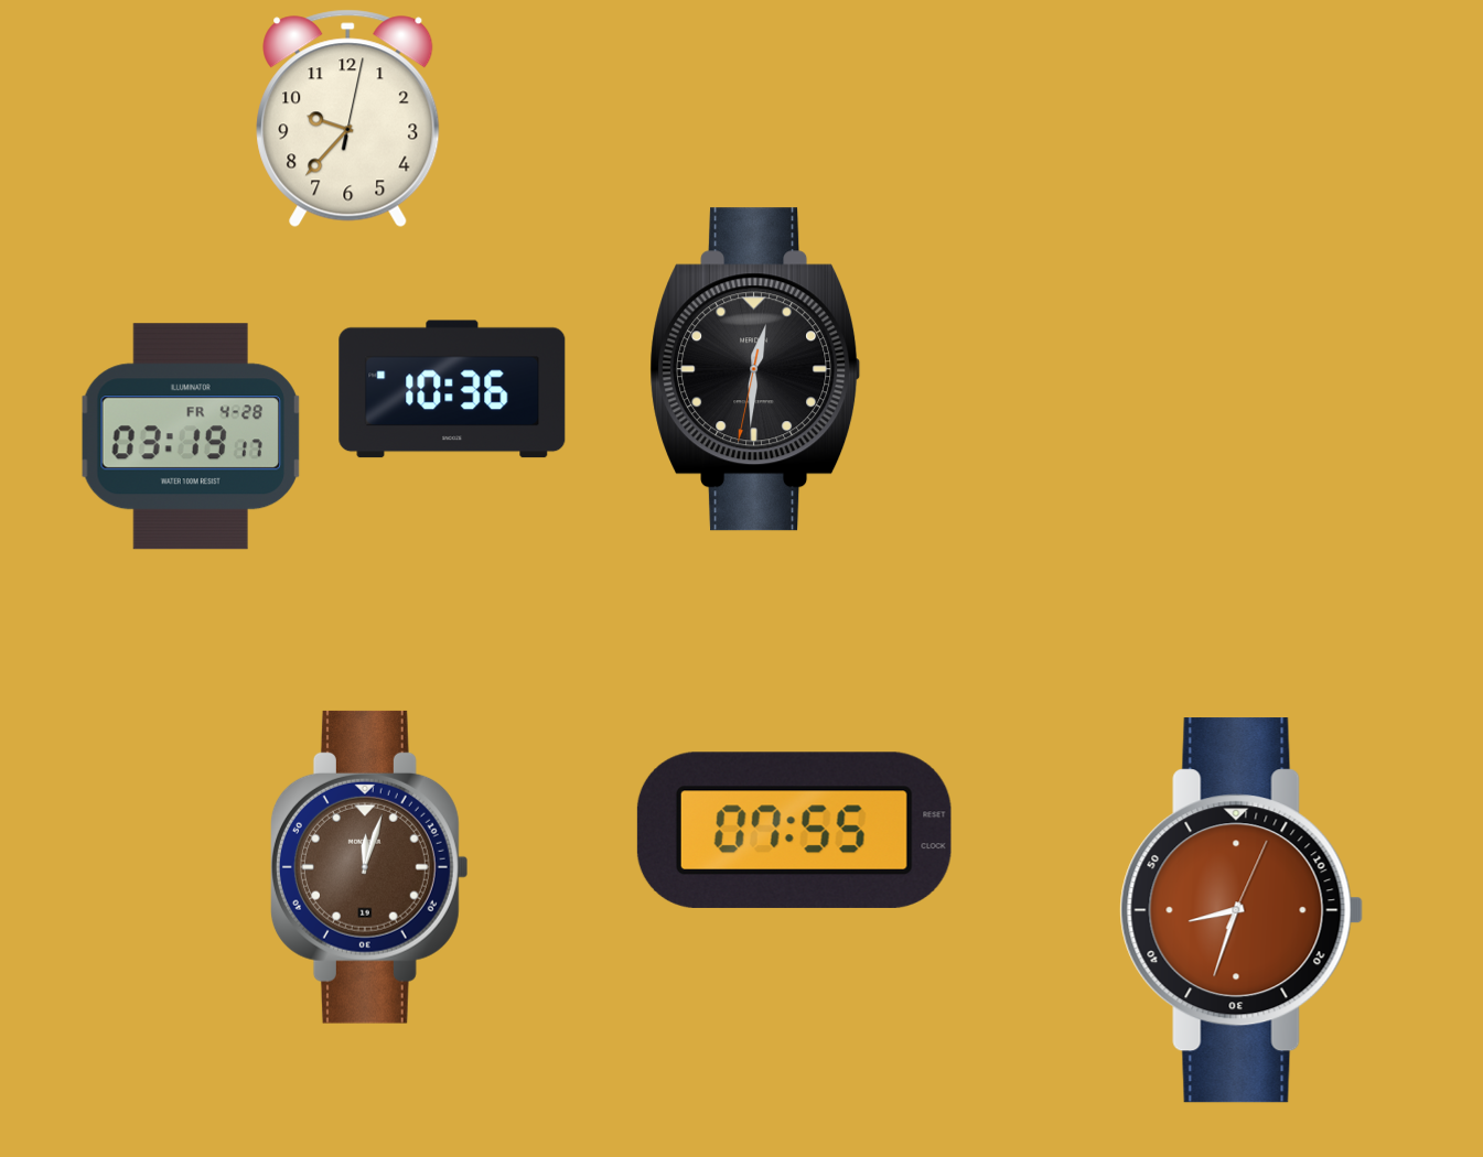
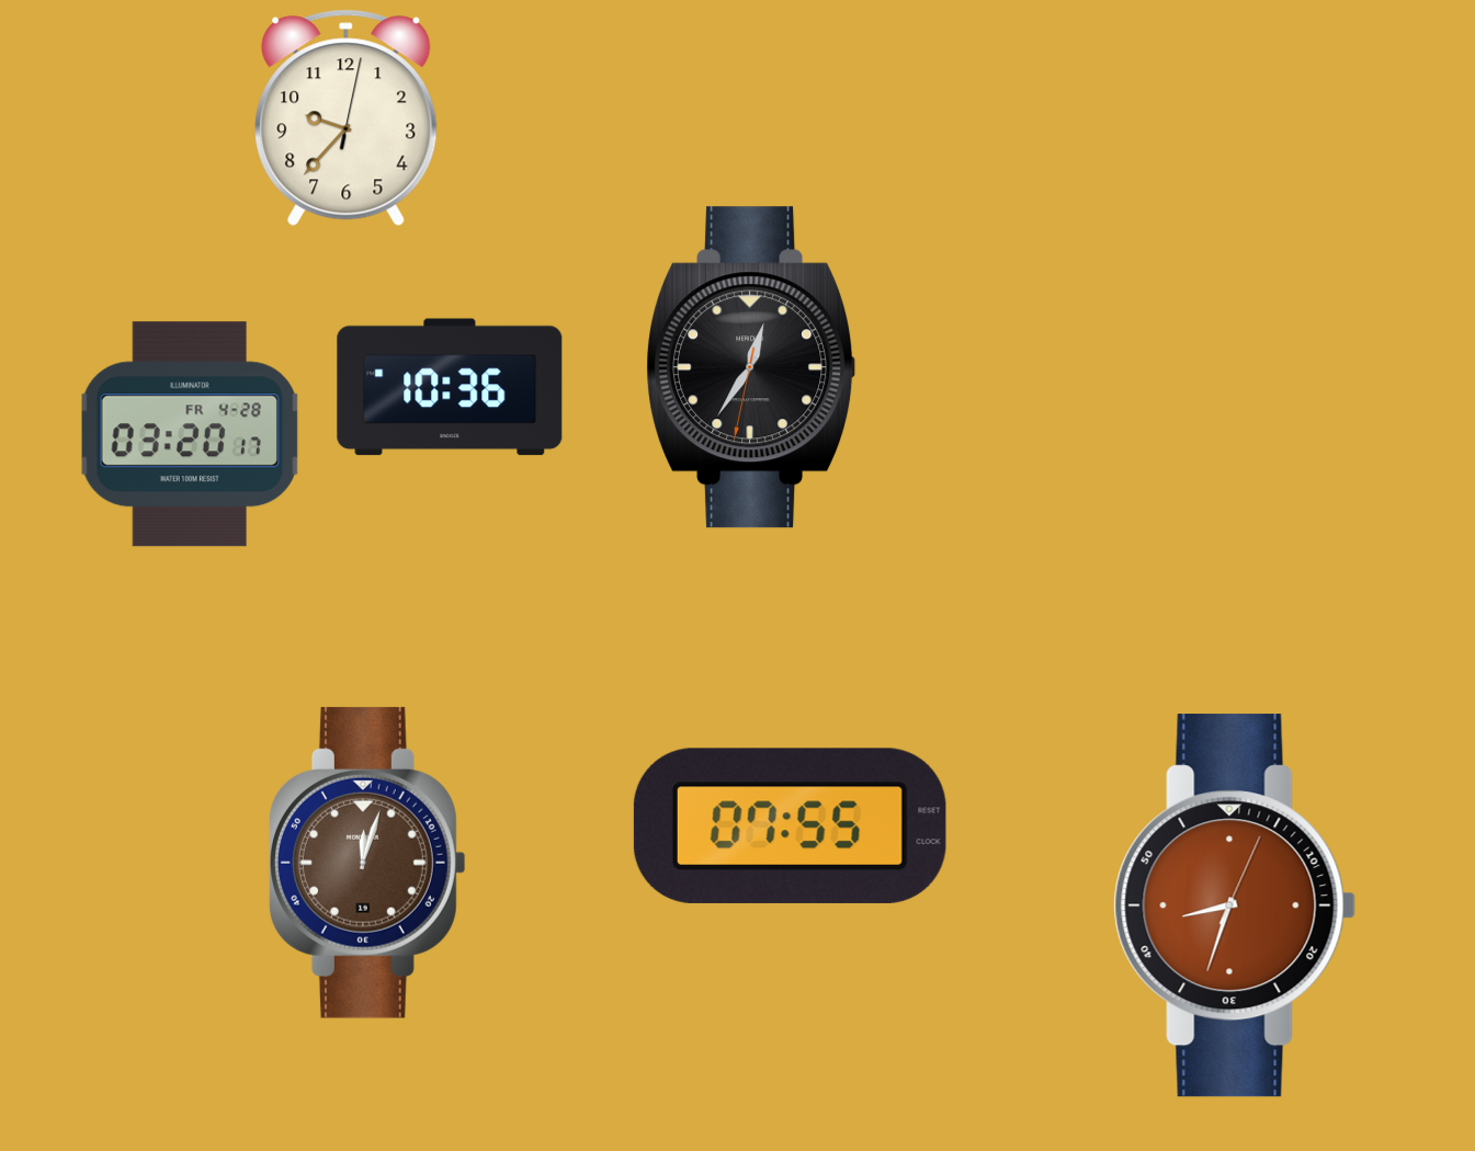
clock at (755, 369): 12:30 -> 12:35
clock at (191, 436): 03:19 -> 03:20
